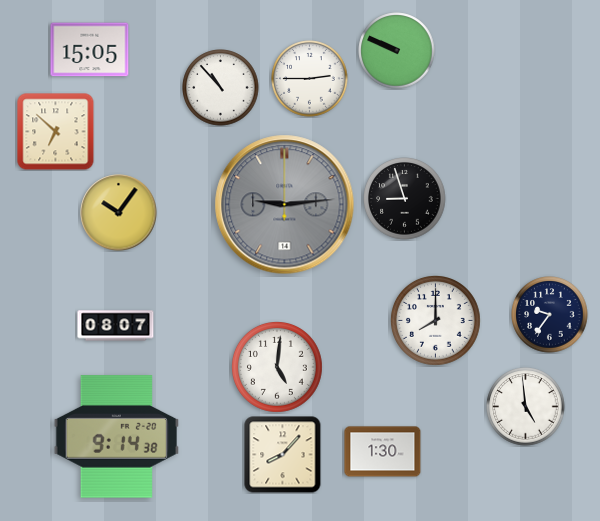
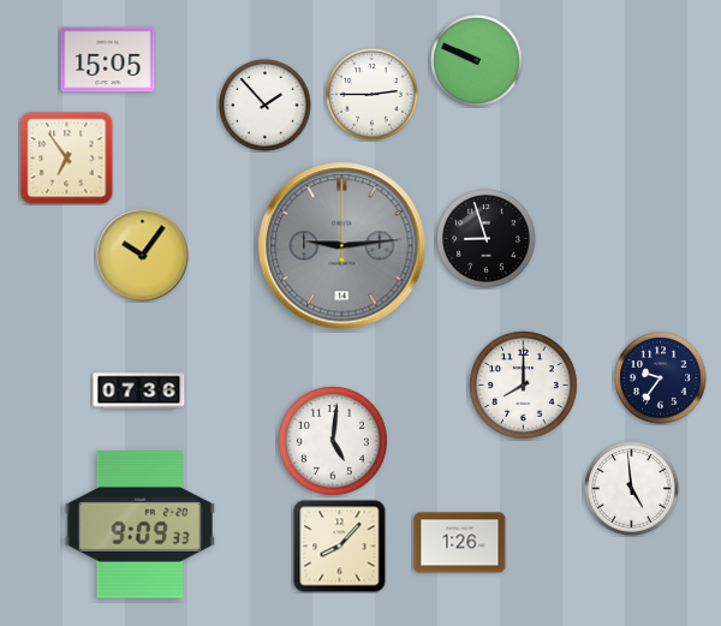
clock at (221, 88): 10:53 -> 1:53
clock at (56, 132): 6:52 -> 6:54
clock at (116, 326): 08:07 -> 07:36
clock at (117, 437): 9:14 -> 9:09
clock at (383, 452): 1:30 -> 1:26
